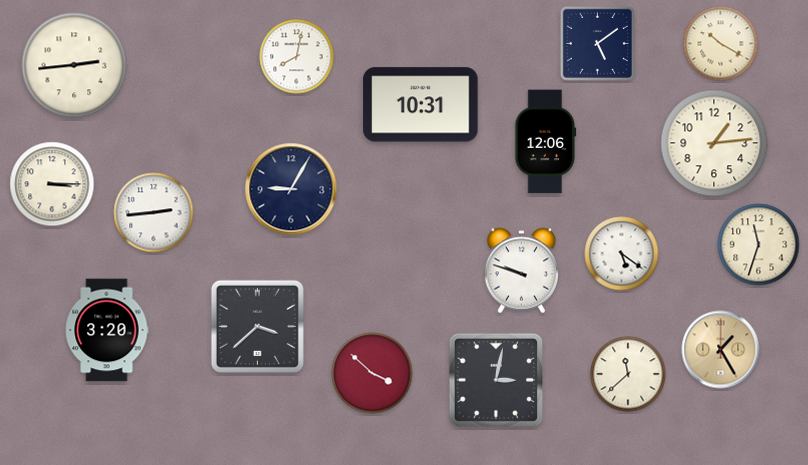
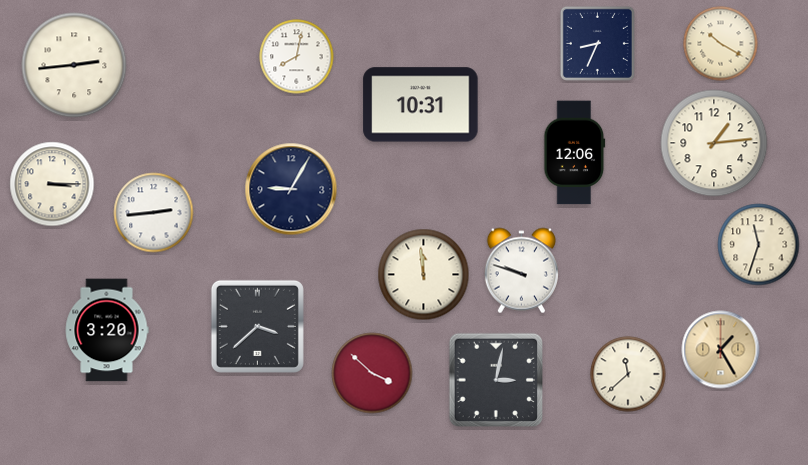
clock at (597, 43): 5:09 -> 8:34
clock at (546, 142) position: (546, 142) -> (575, 153)
clock at (622, 254): 5:21 -> none
clock at (424, 275): none -> 11:59
